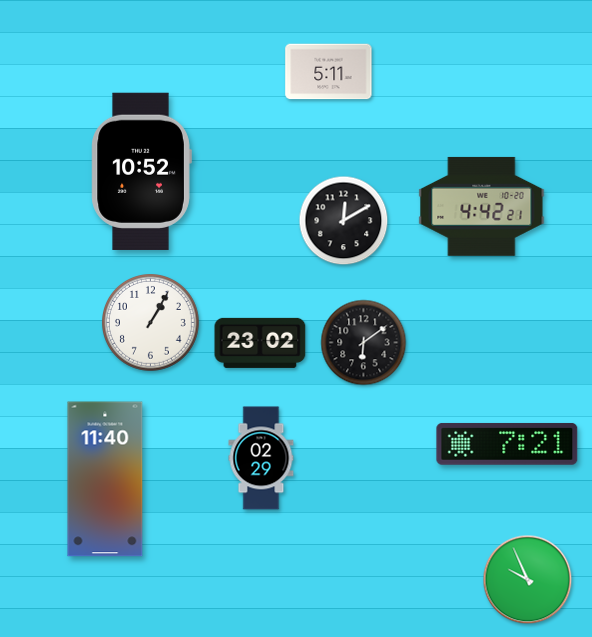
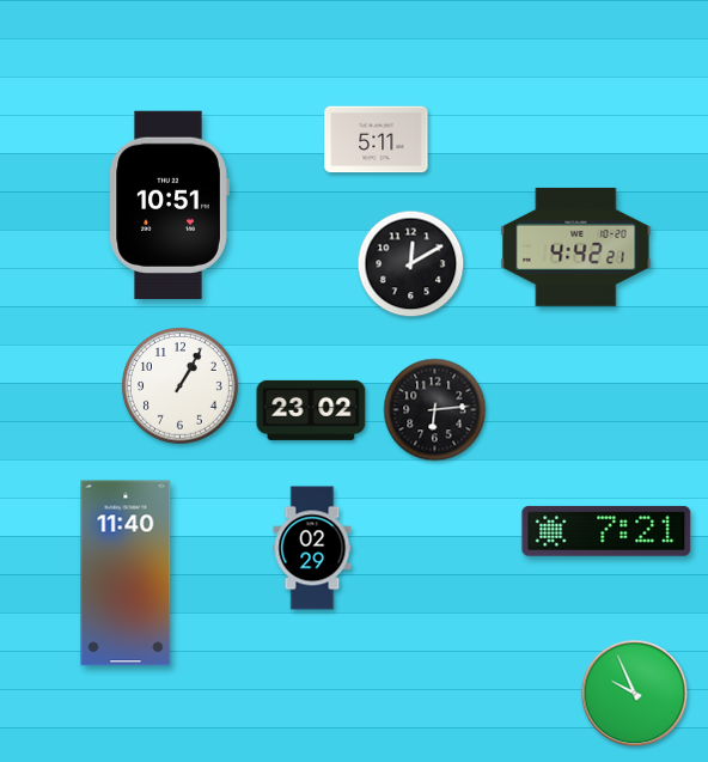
clock at (329, 72) position: (329, 72) -> (377, 140)
clock at (141, 171): 10:52 -> 10:51
clock at (364, 343): 6:09 -> 6:14
clock at (528, 580) position: (528, 580) -> (635, 694)
